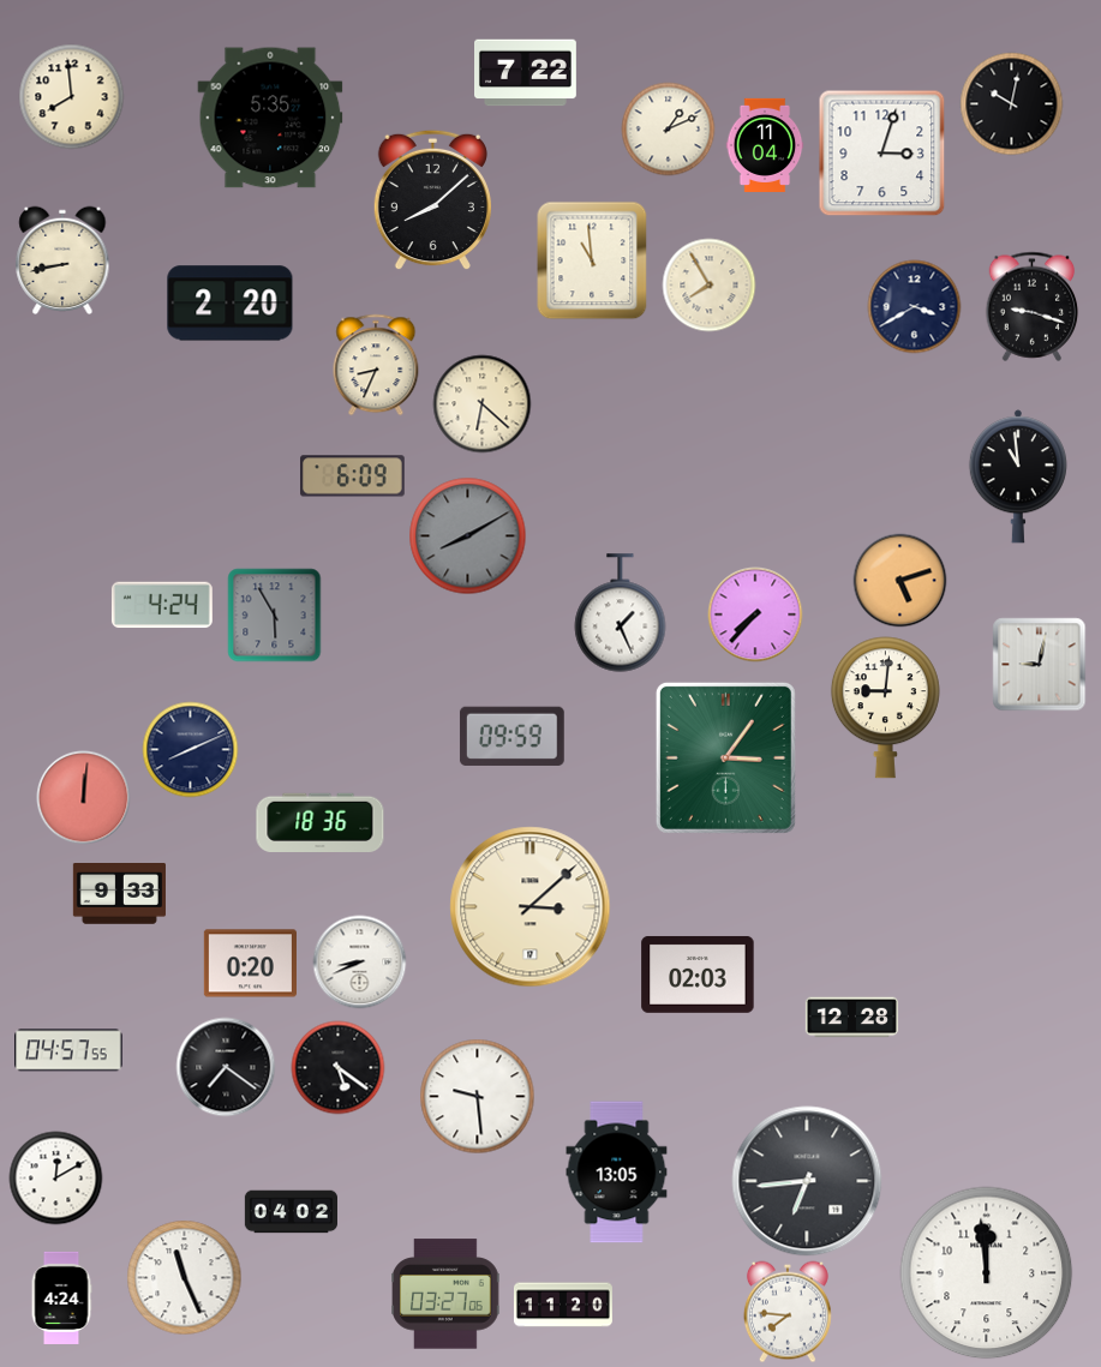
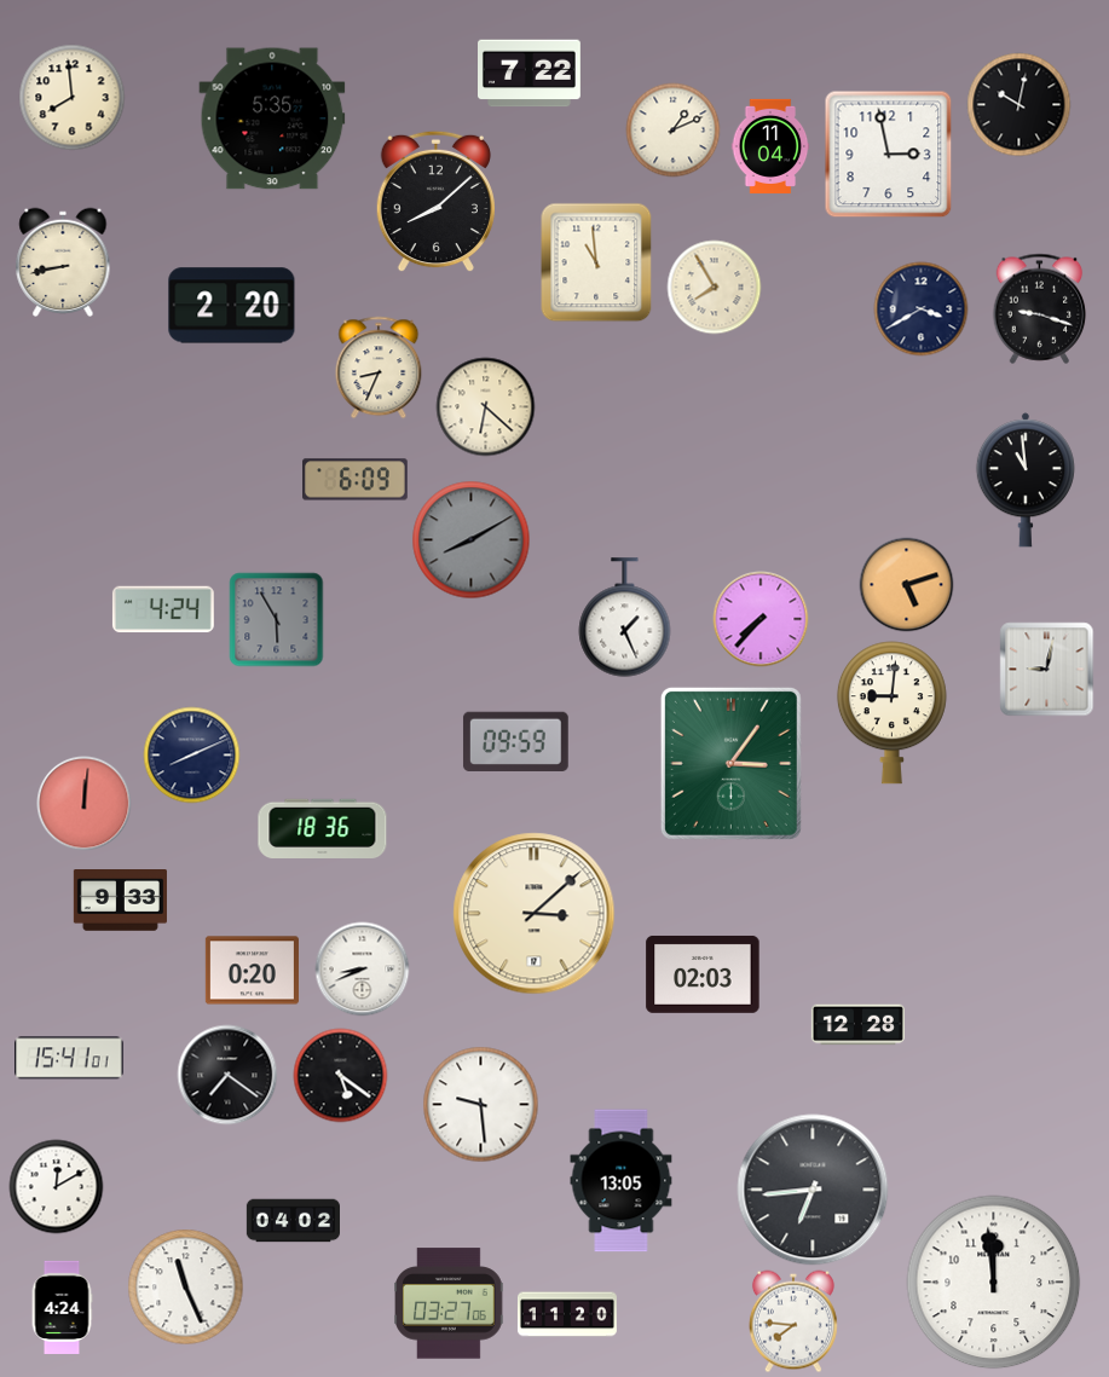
clock at (881, 152): 3:03 -> 2:58
clock at (698, 975) position: (698, 975) -> (703, 974)
clock at (68, 1050): 04:57 -> 15:41
